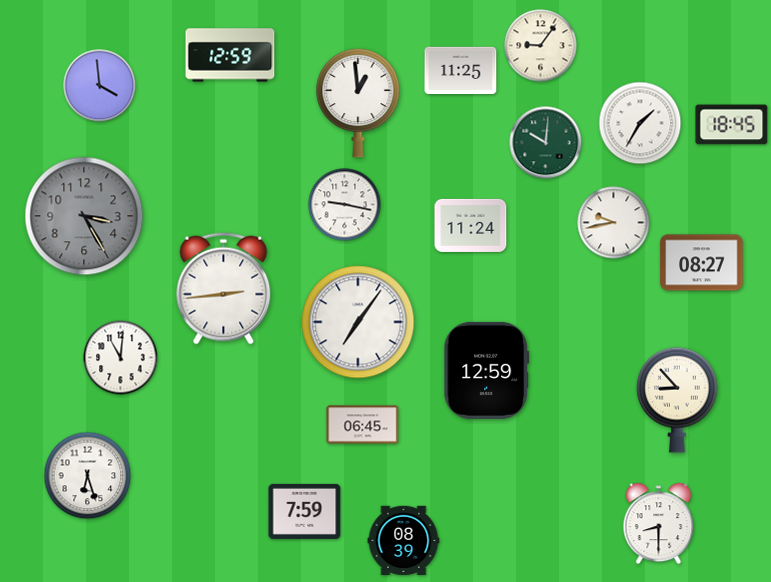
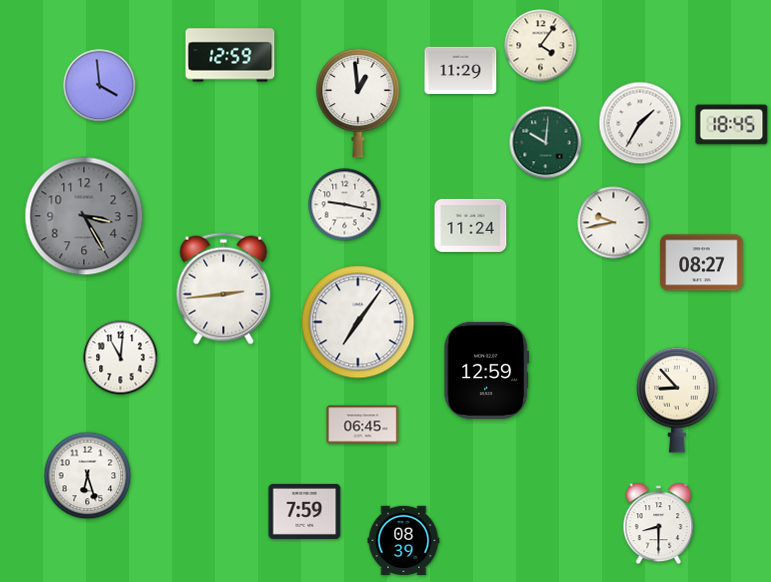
clock at (541, 46): 9:06 -> 4:06
clock at (461, 70): 11:25 -> 11:29
